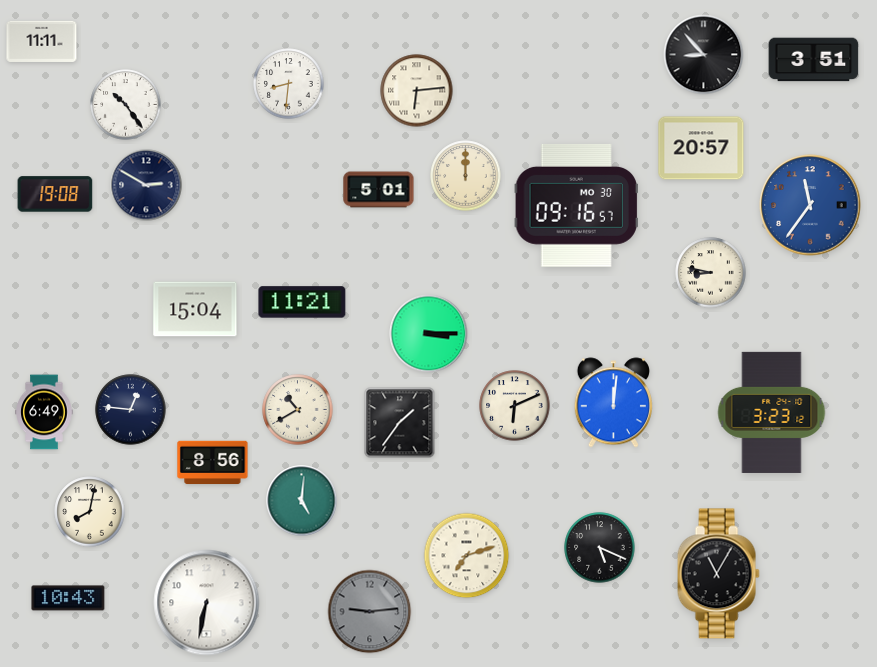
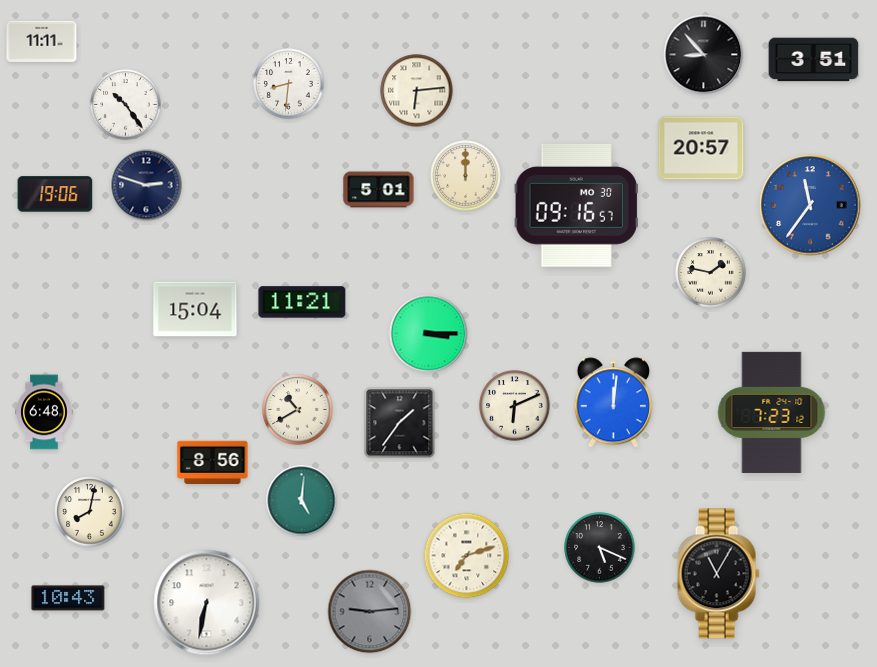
clock at (146, 185): 2:50 -> 2:48
clock at (55, 194): 19:08 -> 19:06
clock at (711, 273): 8:47 -> 1:47
clock at (131, 410): 12:46 -> none
clock at (44, 412): 6:49 -> 6:48
clock at (772, 412): 3:23 -> 7:23
